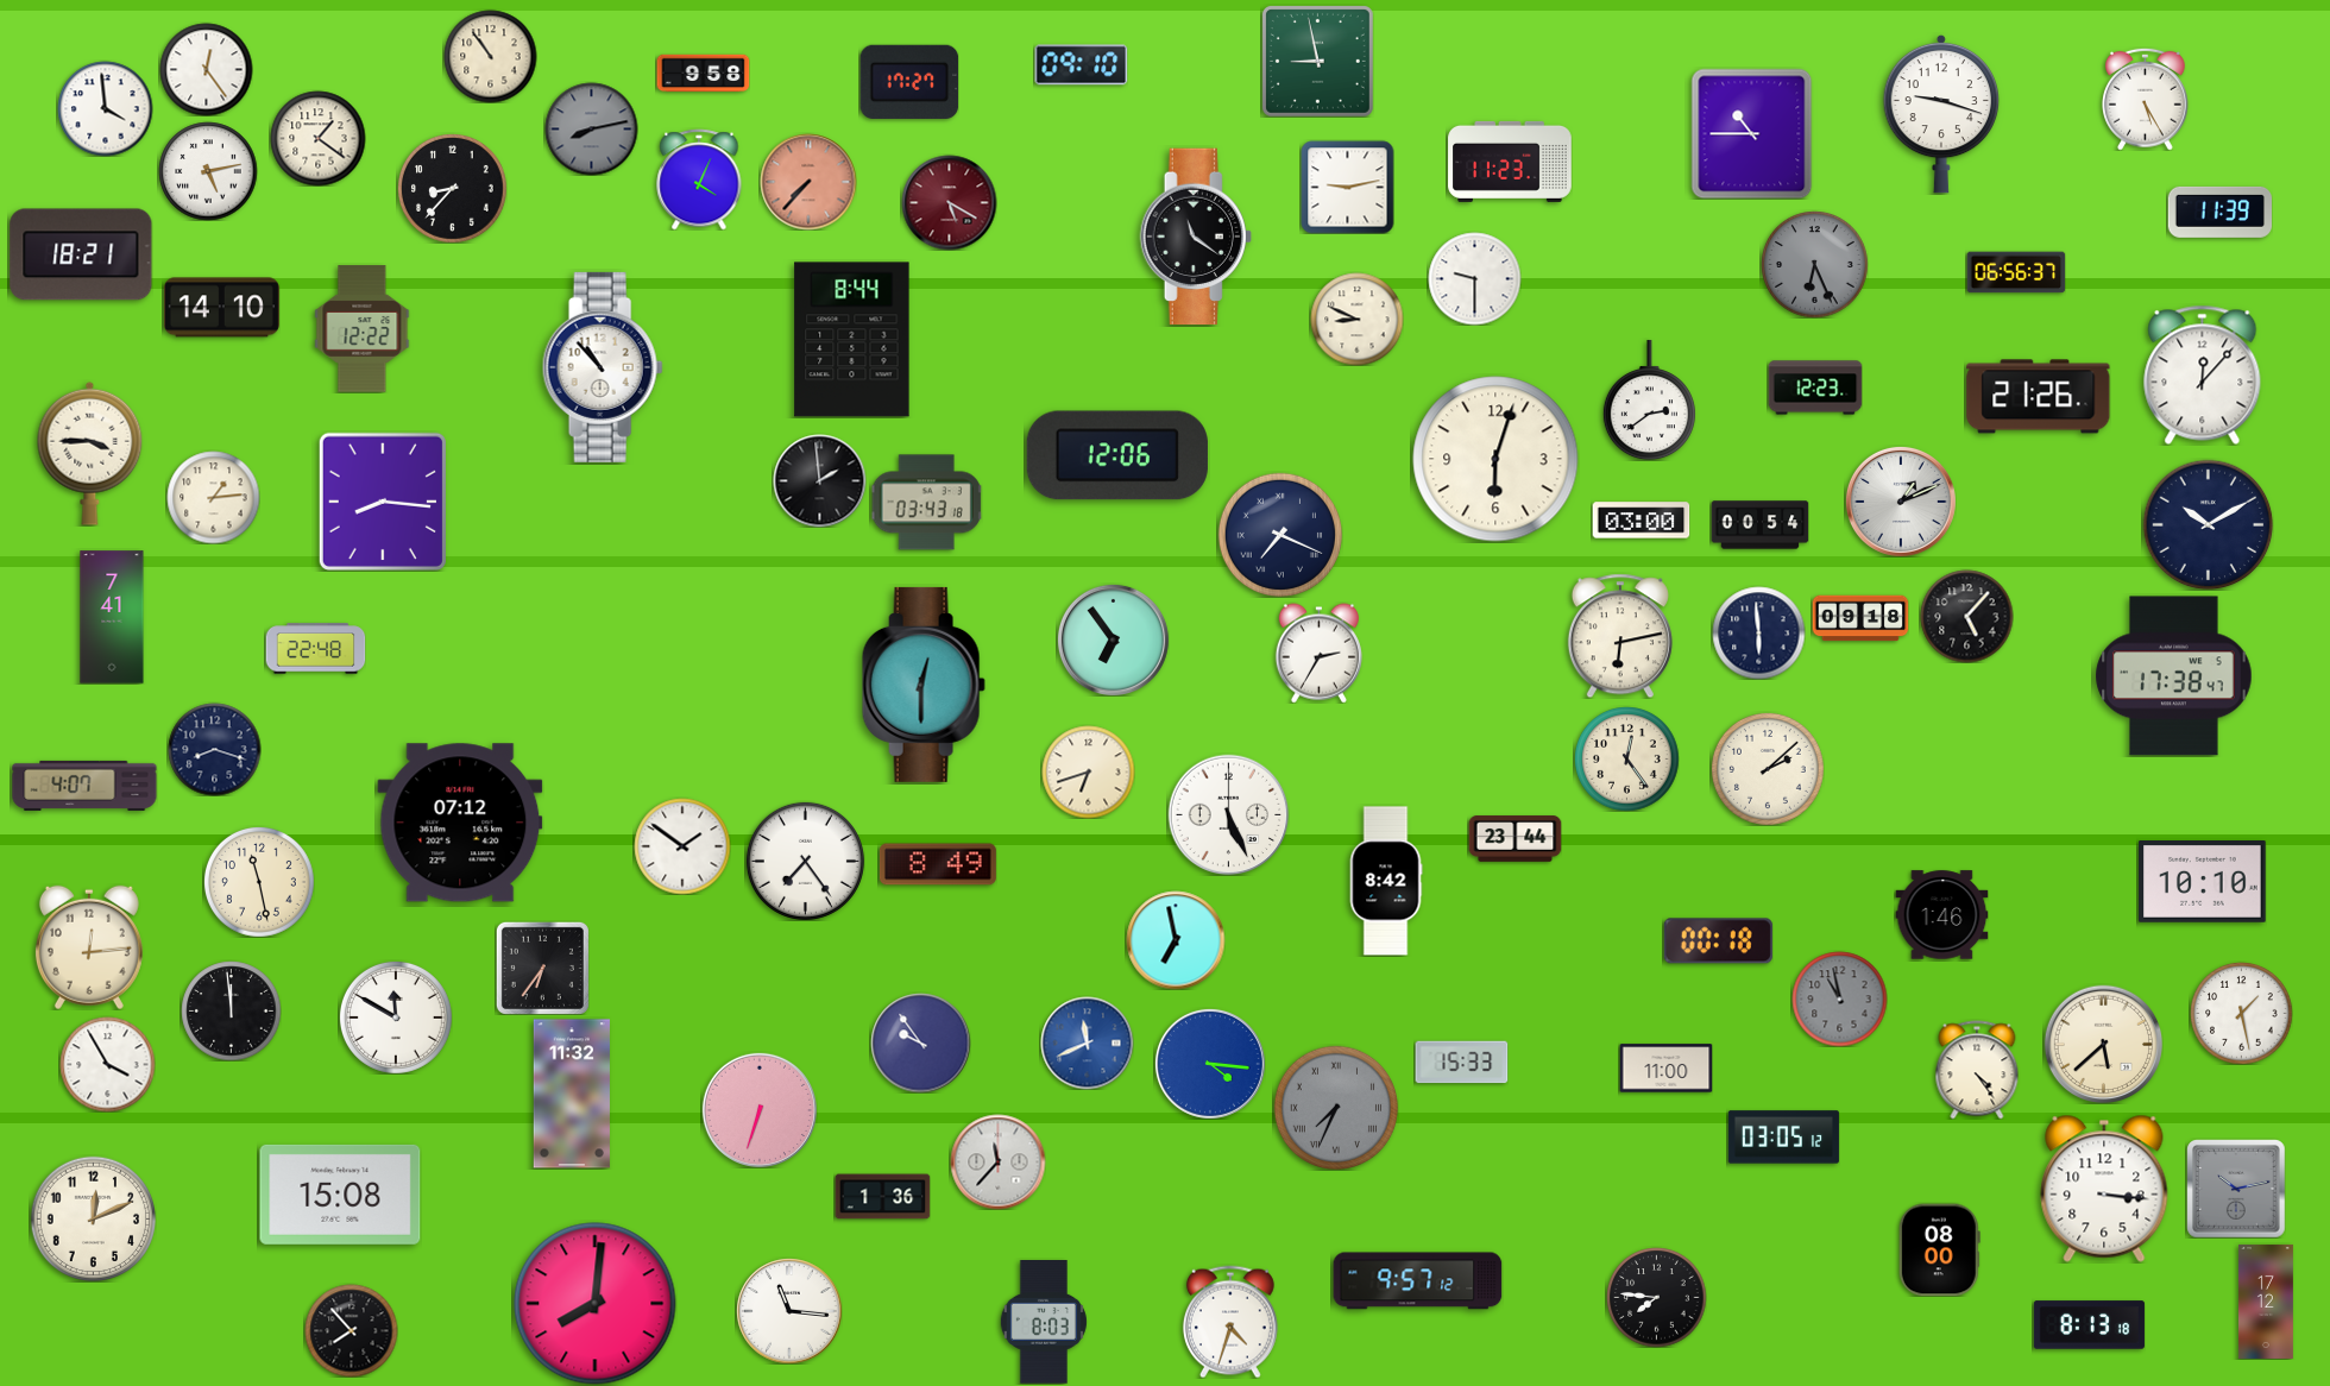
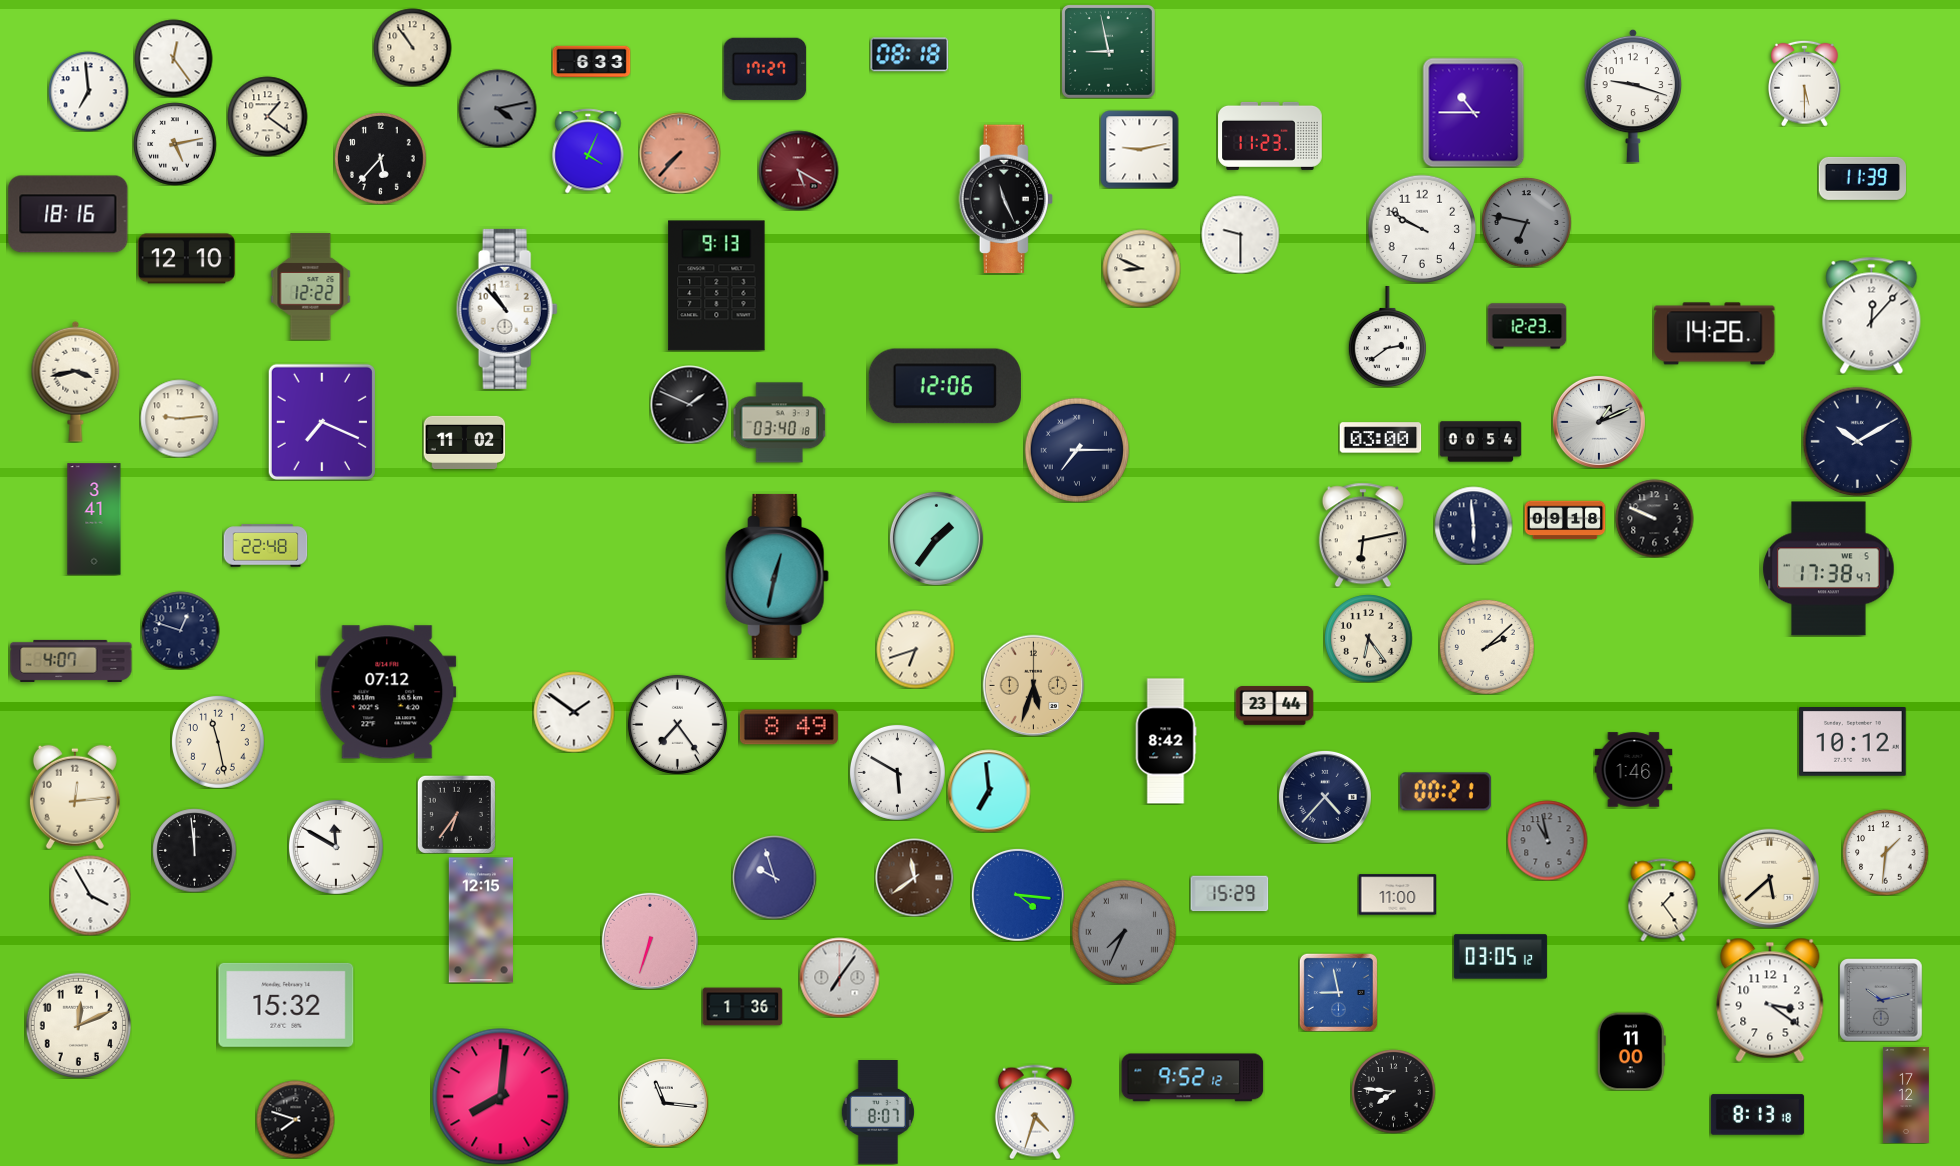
clock at (1081, 65): 09:10 -> 08:18
clock at (703, 74): 9:58 -> 6:33
clock at (2146, 99): 5:25 -> 5:30
clock at (105, 108): 3:59 -> 6:59
clock at (591, 128): 8:13 -> 4:13
clock at (1347, 187) position: (1347, 187) -> (1139, 149)
clock at (453, 189): 8:37 -> 5:37
clock at (2219, 212) position: (2219, 212) -> (1862, 178)
clock at (1196, 237): 11:21 -> 11:26
clock at (81, 254): 18:21 -> 18:16
clock at (1814, 264): 6:26 -> 6:47
clock at (1422, 229): none -> 9:50
clock at (2016, 272): 06:56 -> none
clock at (221, 308): 14:10 -> 12:10
clock at (363, 329) position: (363, 329) -> (311, 287)
clock at (852, 340): 8:44 -> 9:13
clock at (2203, 374) position: (2203, 374) -> (1872, 315)
clock at (2039, 397): 21:26 -> 14:26
clock at (90, 453): 3:45 -> 3:43
clock at (1117, 455) position: (1117, 455) -> (945, 386)
clock at (1495, 459): 6:03 -> none
clock at (819, 480): 1:59 -> 1:49
clock at (213, 497): 1:14 -> 9:14
clock at (383, 502): 8:16 -> 7:19
clock at (926, 503): 03:43 -> 03:40
clock at (464, 442): none -> 11:02
clock at (1279, 534): 7:19 -> 7:15
clock at (1966, 616): 5:07 -> 9:49
clock at (112, 617): 7:41 -> 3:41
clock at (1758, 632) position: (1758, 632) -> (1473, 525)
clock at (1113, 640): 6:54 -> 1:36
clock at (1318, 653): 2:35 -> none
clock at (924, 685): 12:30 -> 12:32
clock at (214, 749): 8:18 -> 12:48
clock at (1626, 758): 12:24 -> 6:24
clock at (1228, 814): 5:26 -> 5:33
clock at (1228, 814) dial: white -> champagne
clock at (2203, 882): 10:10 -> 10:12
clock at (897, 772): none -> 5:50
clock at (1176, 940): 6:58 -> 6:59
clock at (1718, 941): 00:18 -> 00:21
clock at (1325, 797): none -> 4:37
clock at (2241, 1013): 1:28 -> 1:31
clock at (396, 1018) position: (396, 1018) -> (336, 847)
clock at (920, 1042): 9:54 -> 9:57
clock at (1087, 1042): 11:41 -> 11:39
clock at (1087, 1042) dial: blue -> brown
clock at (1461, 1063): 15:33 -> 15:29
clock at (1665, 1069) position: (1665, 1069) -> (1397, 895)
clock at (1977, 1070): 4:24 -> 1:24
clock at (572, 1094): 11:32 -> 12:15
clock at (760, 1110) position: (760, 1110) -> (650, 941)
clock at (997, 1161): 11:37 -> 7:06
clock at (1338, 992): none -> 8:58
clock at (2104, 1189): 3:16 -> 3:21
clock at (340, 1195): 15:08 -> 15:32
clock at (1939, 1249): 08:00 -> 11:00
clock at (1418, 1281): 9:57 -> 9:52
clock at (1044, 1323): 8:03 -> 8:07
clock at (351, 1330): 7:53 -> 7:48
